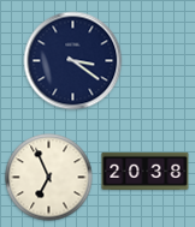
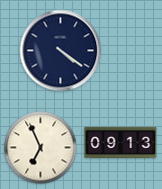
clock at (73, 61): 3:21 -> 4:21
clock at (146, 171): 20:38 -> 09:13
